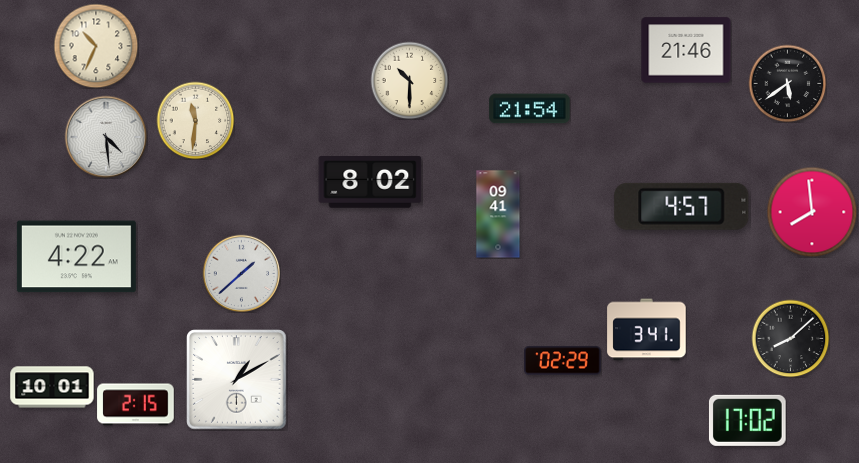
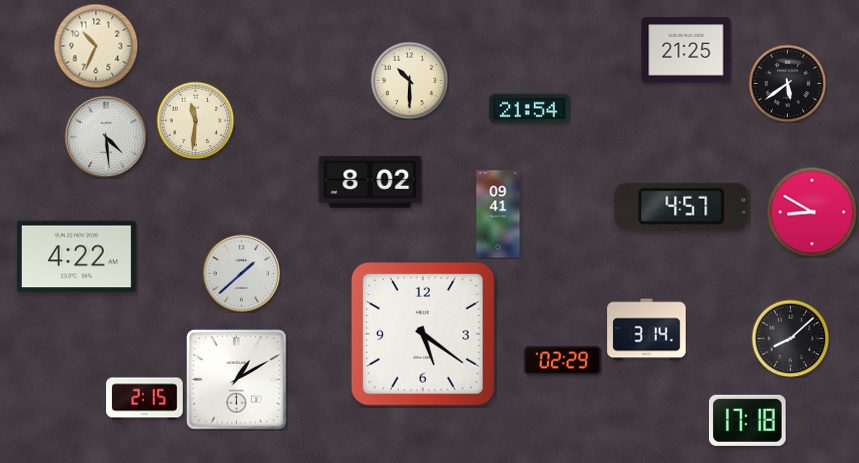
clock at (686, 50): 21:46 -> 21:25
clock at (812, 212): 7:59 -> 8:50
clock at (647, 330): 3:41 -> 3:14
clock at (423, 334): none -> 5:21
clock at (52, 387): 10:01 -> none
clock at (136, 405) position: (136, 405) -> (145, 399)
clock at (747, 420): 17:02 -> 17:18
